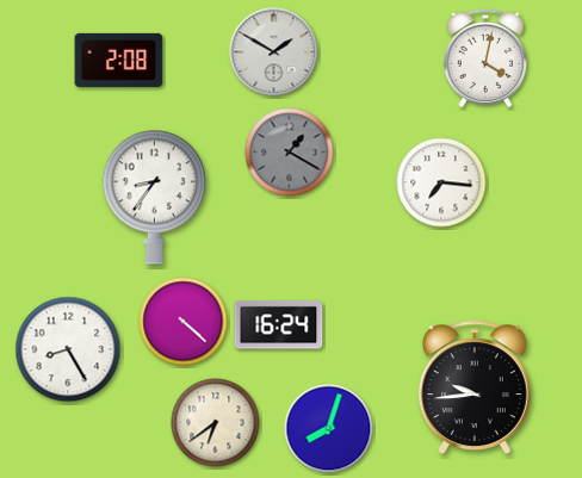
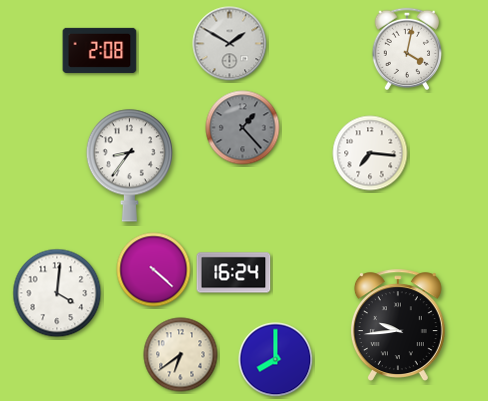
clock at (290, 153): 1:20 -> 1:23
clock at (68, 349): 8:25 -> 4:01
clock at (329, 429): 8:03 -> 8:00
